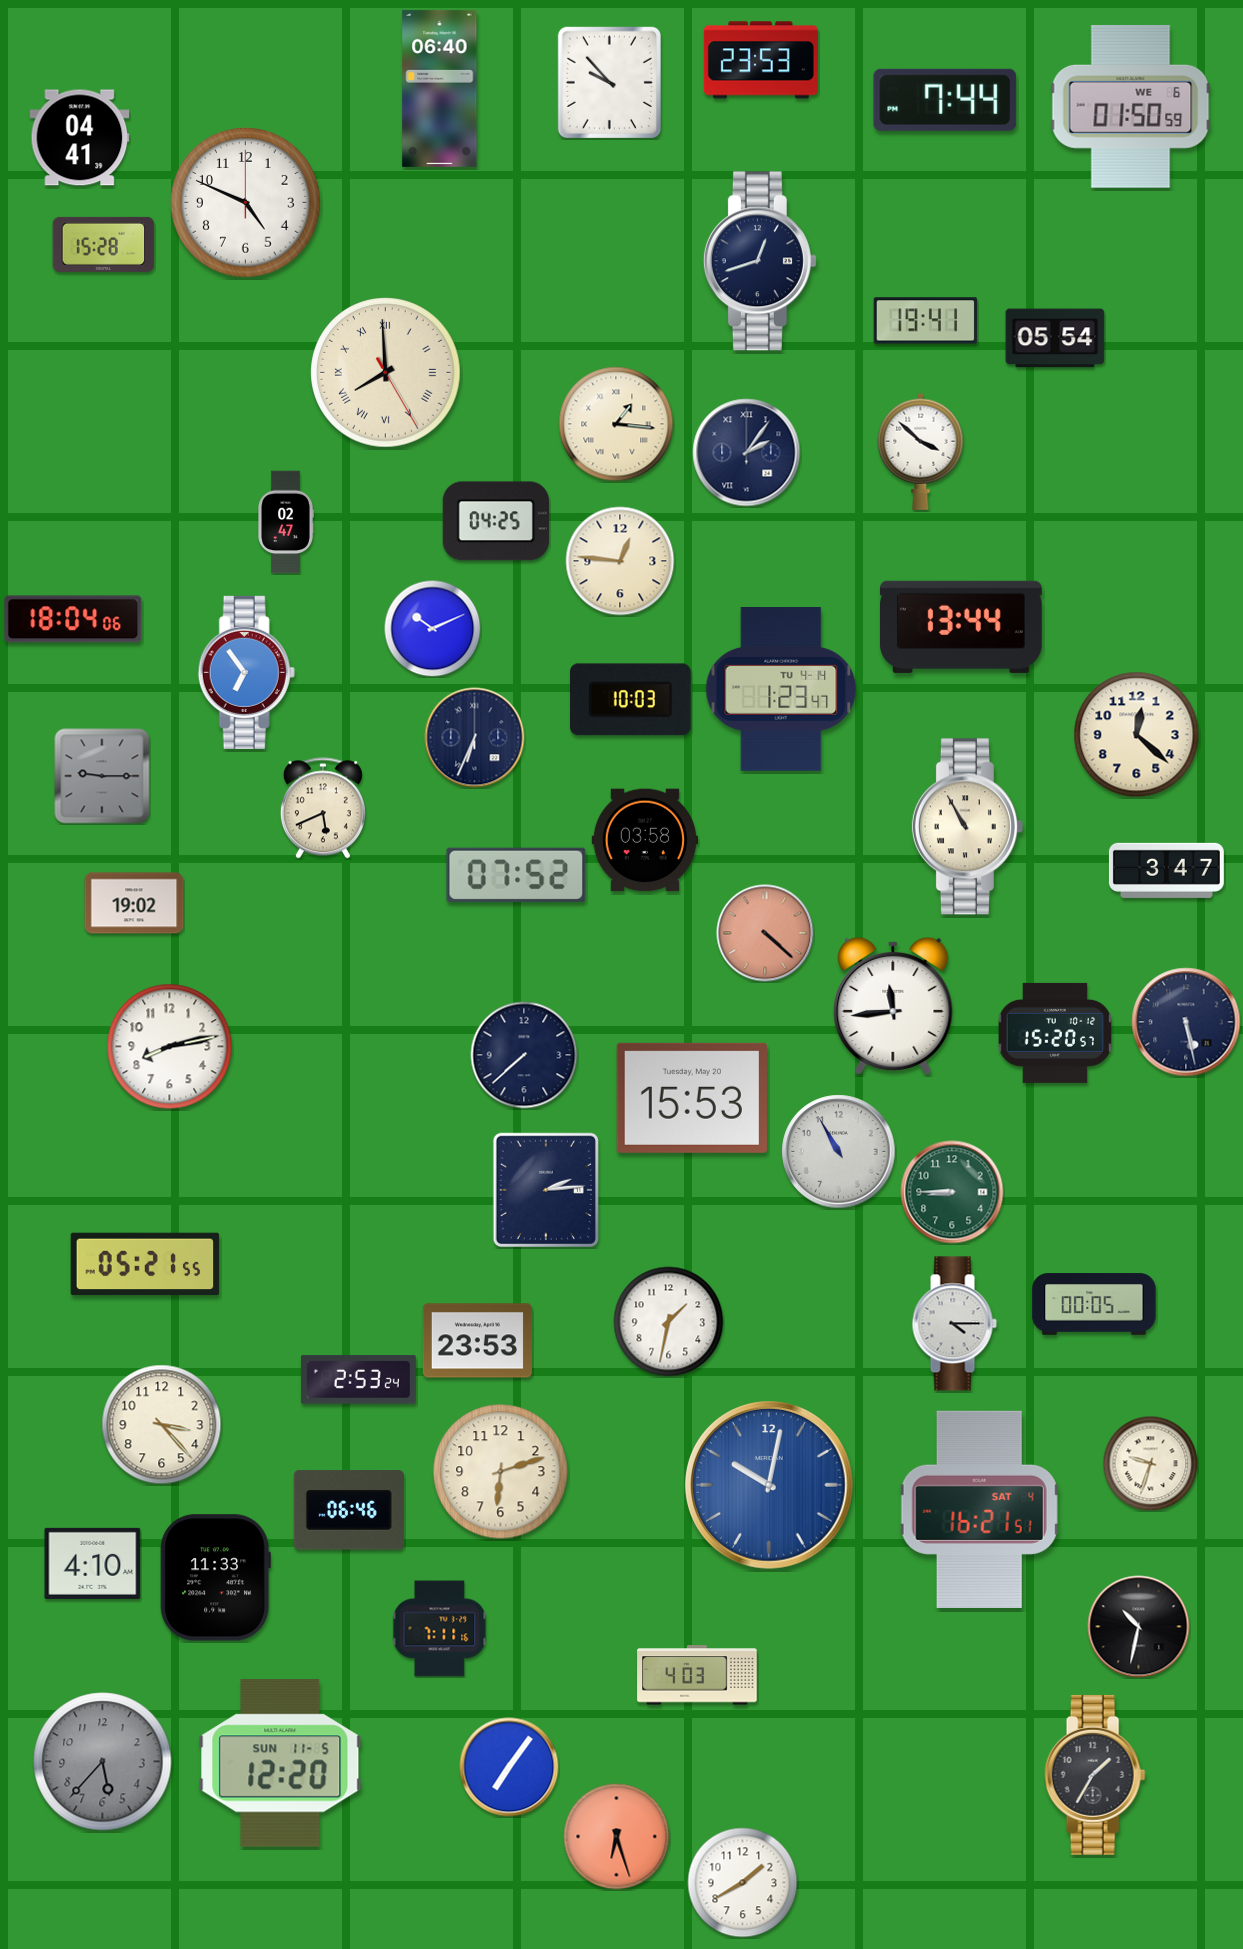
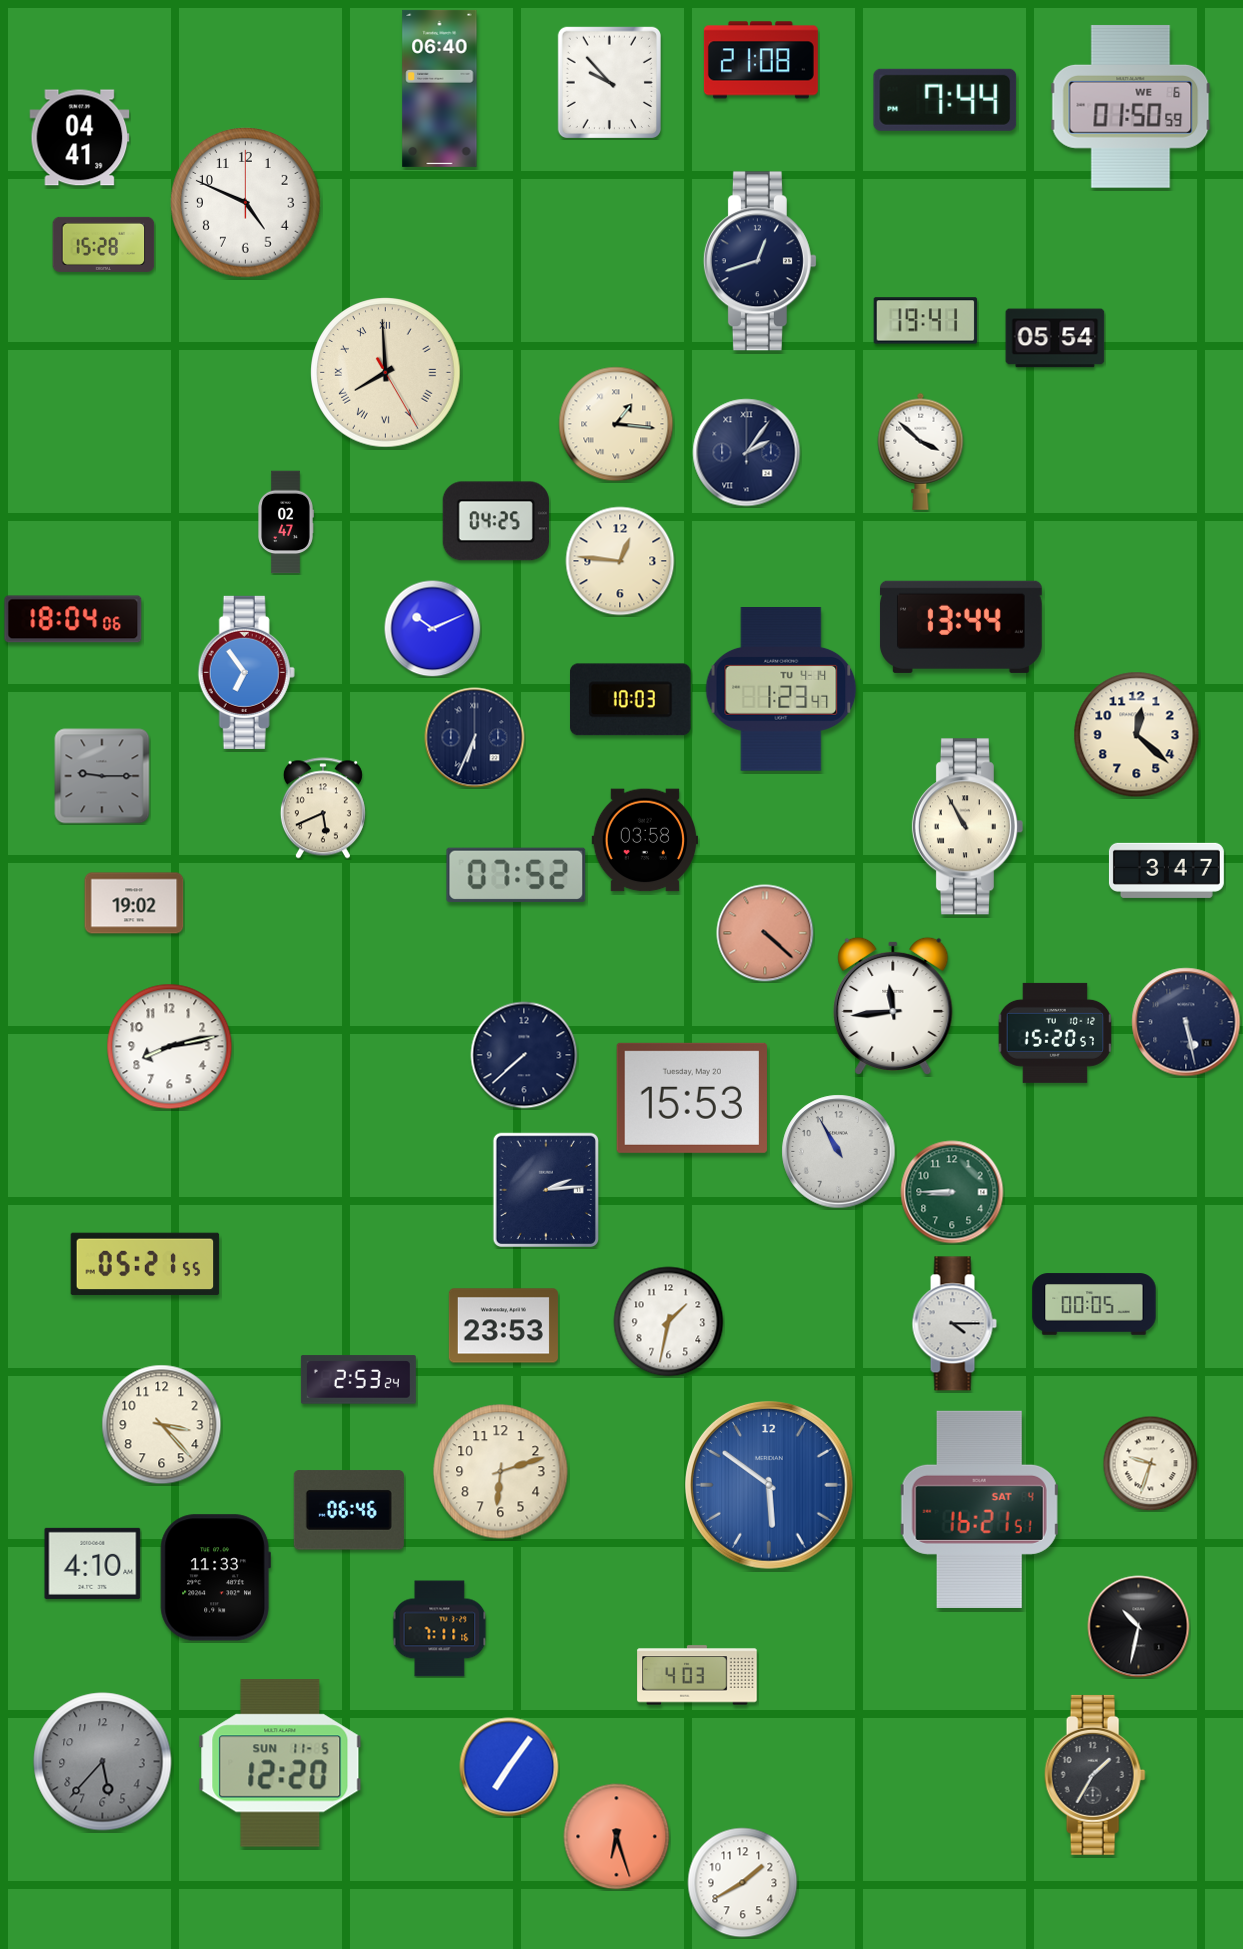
clock at (761, 60): 23:53 -> 21:08
clock at (477, 1341) position: (477, 1341) -> (503, 1326)
clock at (769, 1485): 10:02 -> 5:51
